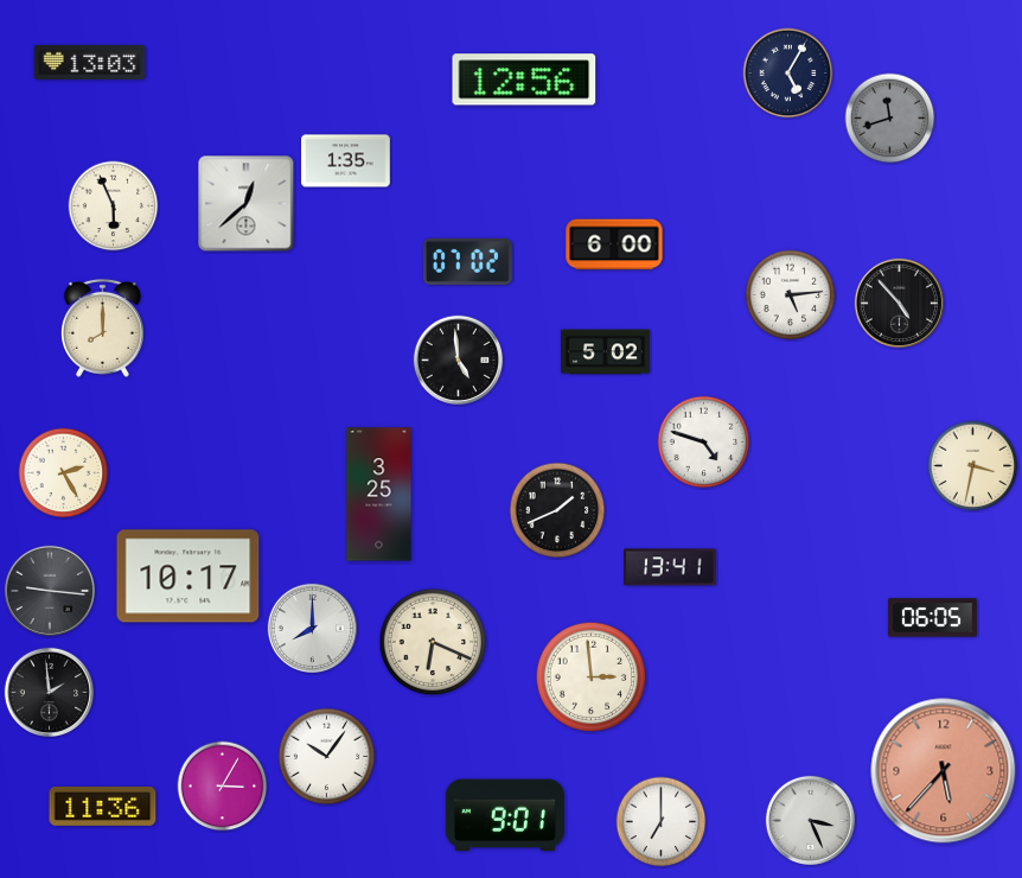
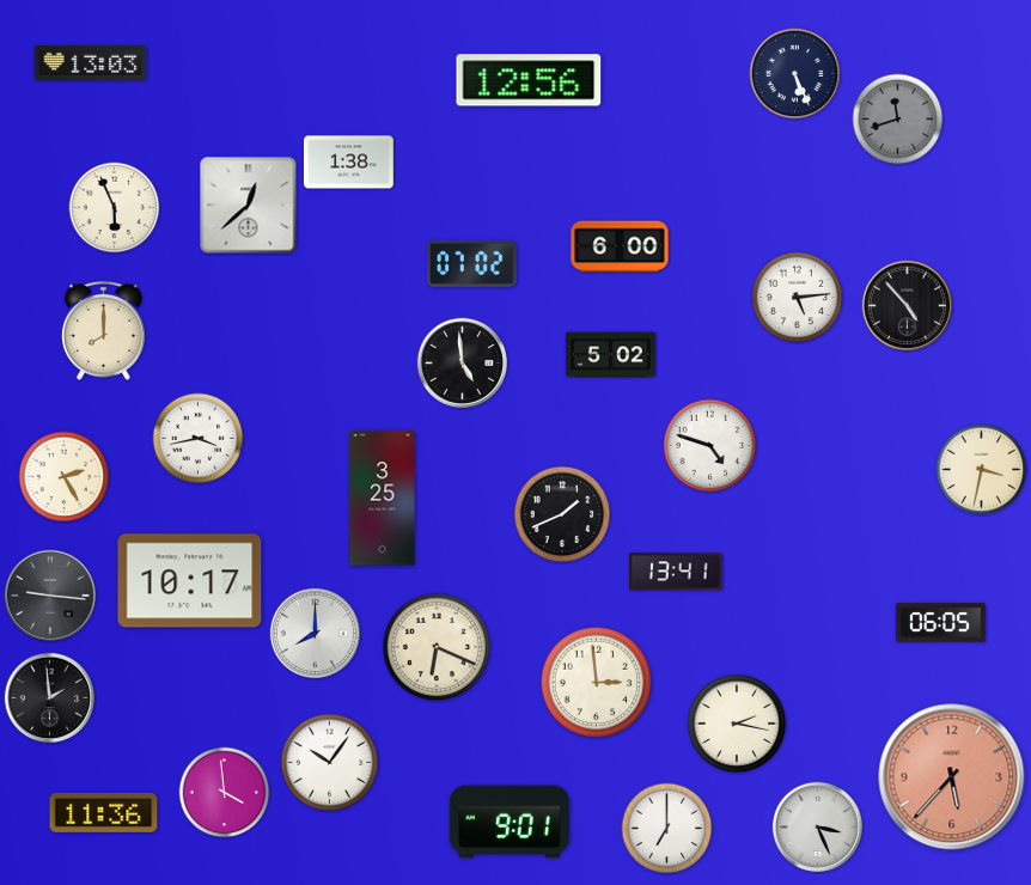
clock at (788, 74): 5:05 -> 5:26
clock at (346, 161): 1:35 -> 1:38
clock at (199, 439): none -> 3:43
clock at (737, 724): none -> 2:17
clock at (223, 787): 3:05 -> 3:59
